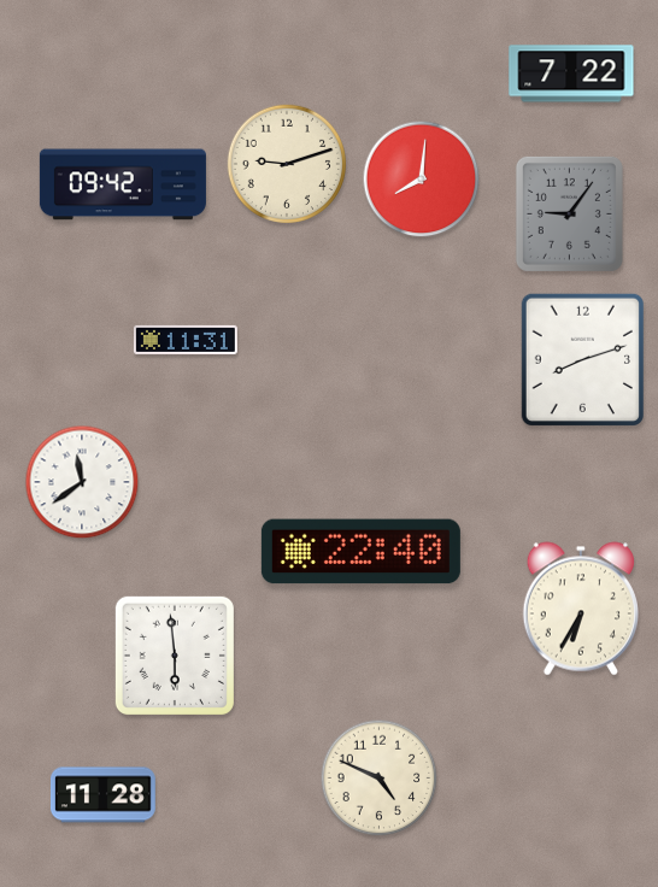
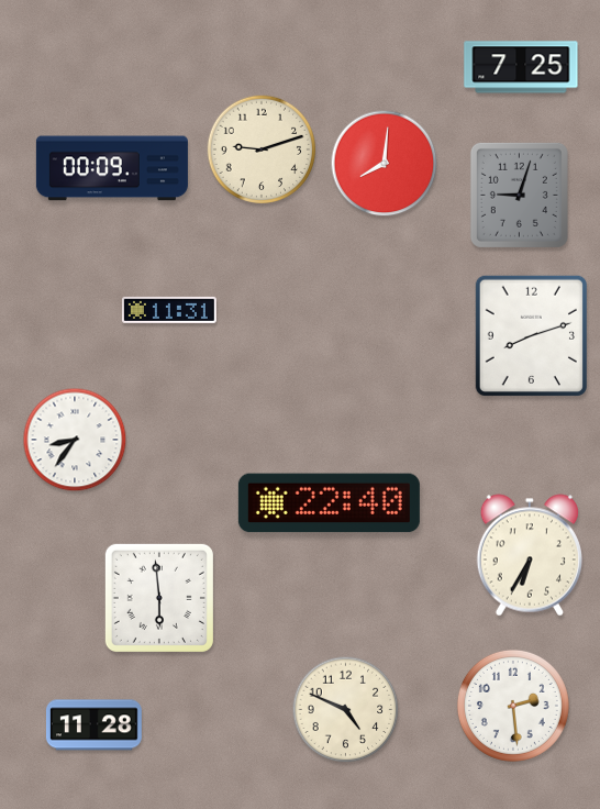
clock at (571, 74): 7:22 -> 7:25
clock at (123, 184): 09:42 -> 00:09
clock at (569, 213): 9:06 -> 9:03
clock at (582, 359) position: (582, 359) -> (531, 335)
clock at (82, 482): 11:39 -> 8:36
clock at (513, 706): none -> 2:29
